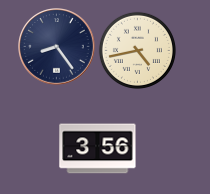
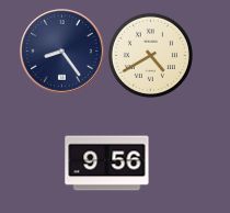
clock at (137, 50): 4:43 -> 4:40
clock at (98, 149): 3:56 -> 9:56
